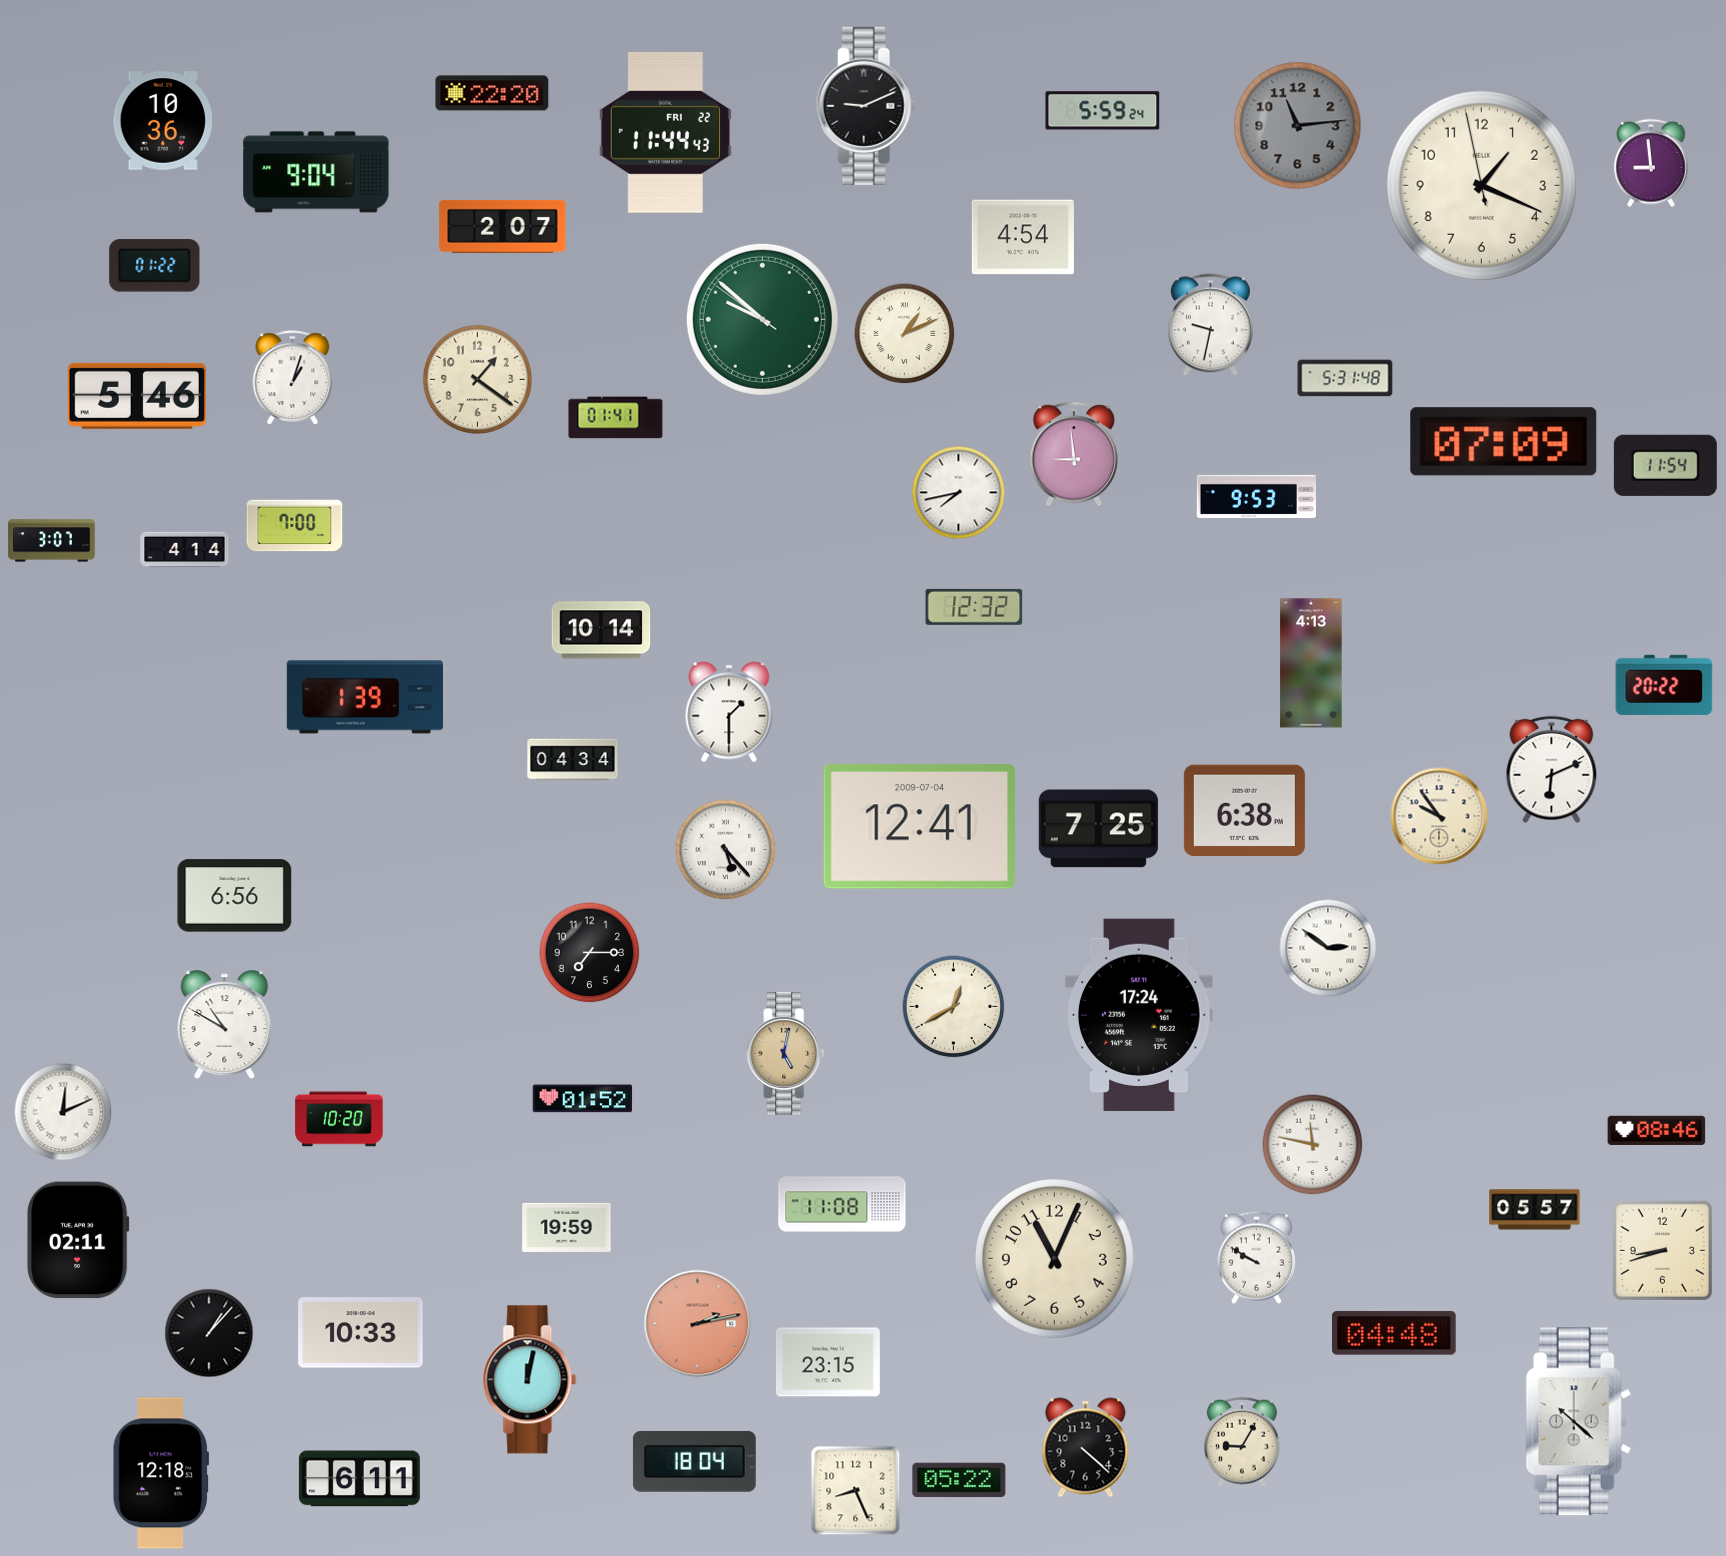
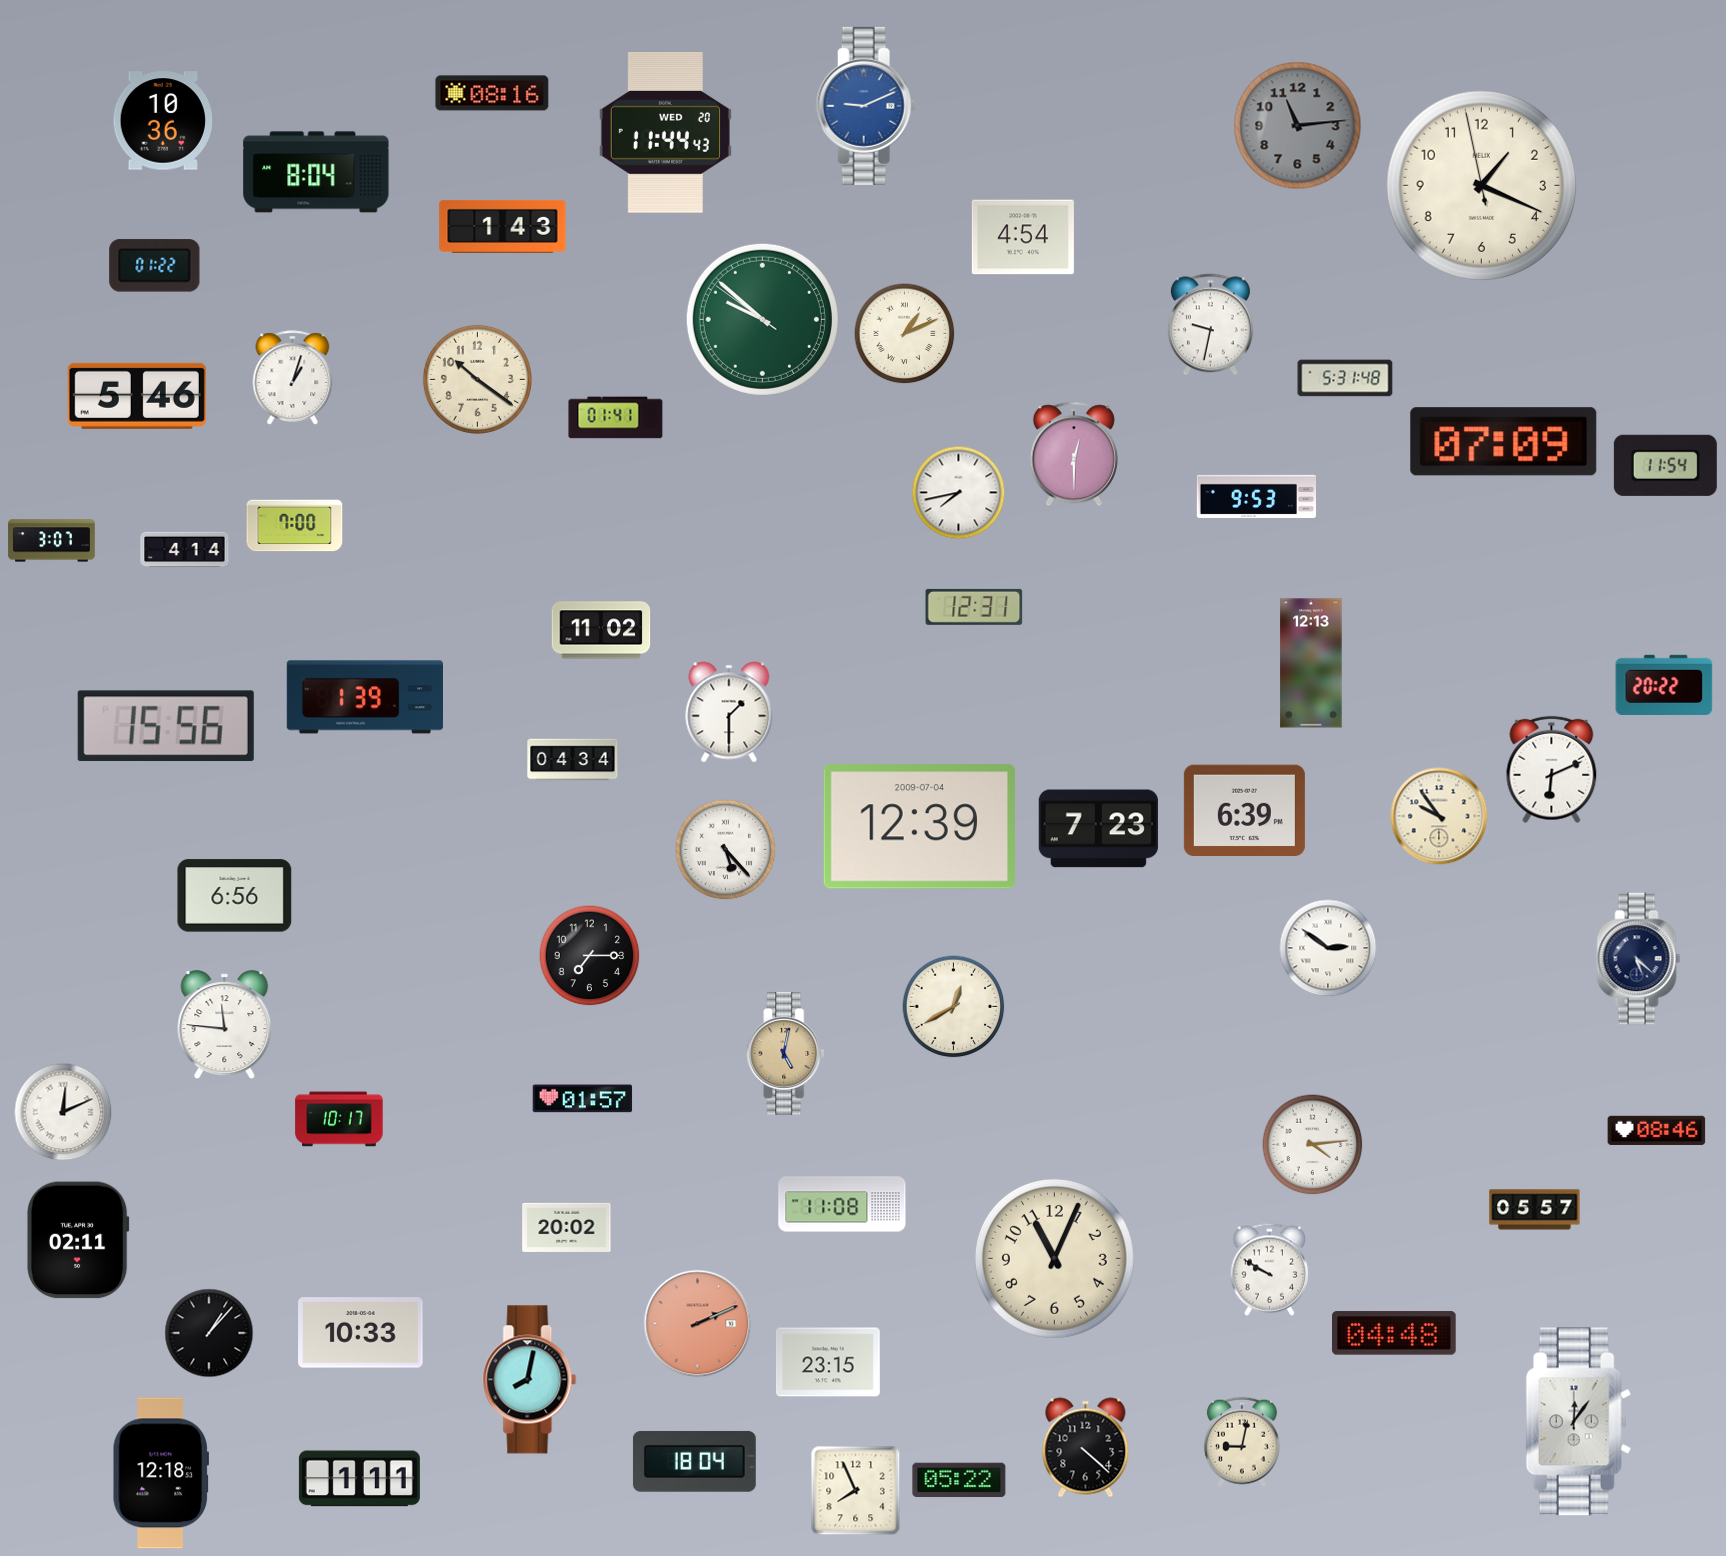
clock at (492, 93): 22:20 -> 08:16
clock at (866, 106) dial: black -> blue
clock at (1103, 111): 5:59 -> none
clock at (665, 133) date: FRI 22 -> WED 20
clock at (1651, 163): 8:59 -> none
clock at (316, 172): 9:04 -> 8:04
clock at (503, 226): 2:07 -> 1:43
clock at (477, 379): 1:21 -> 10:21
clock at (1074, 454): 8:59 -> 12:30
clock at (974, 607): 12:32 -> 12:31
clock at (601, 630): 10:14 -> 11:02
clock at (1311, 663): 4:13 -> 12:13
clock at (166, 726): none -> 15:56
clock at (1244, 811): 6:38 -> 6:39
clock at (919, 827): 12:41 -> 12:39
clock at (1098, 829): 7:25 -> 7:23
clock at (590, 953) position: (590, 953) -> (590, 956)
clock at (1639, 959): none -> 5:22
clock at (1140, 1015): 17:24 -> none
clock at (225, 1024): 10:50 -> 11:46
clock at (583, 1099): 01:52 -> 01:57
clock at (339, 1119): 10:20 -> 10:17
clock at (1313, 1145): 11:47 -> 4:14
clock at (567, 1227): 19:59 -> 20:02
clock at (1662, 1250): 8:42 -> none
clock at (1256, 1257) position: (1256, 1257) -> (1269, 1269)
clock at (698, 1324): 2:13 -> 2:11
clock at (530, 1380): 12:02 -> 8:02
clock at (1578, 1422): 10:22 -> 12:06
clock at (1242, 1442): 9:05 -> 9:02
clock at (359, 1479): 6:11 -> 1:11
clock at (856, 1491): 8:26 -> 7:56
